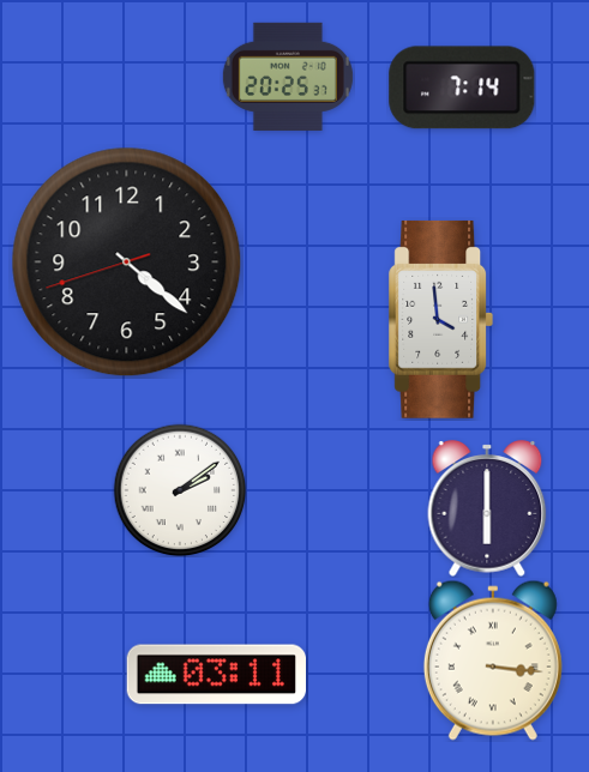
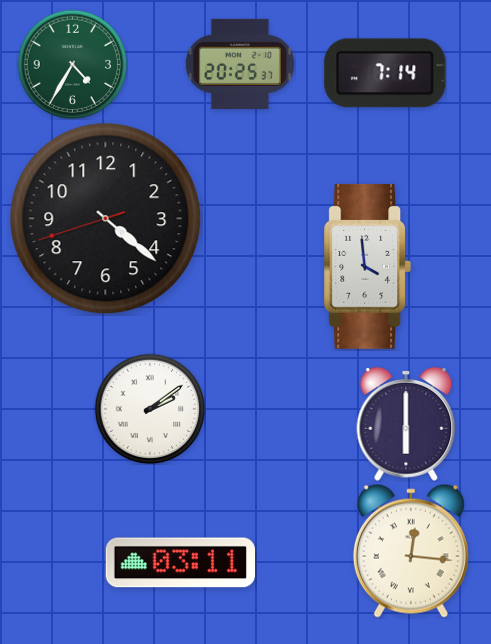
clock at (72, 64): none -> 4:35
clock at (493, 661): 3:16 -> 12:16
